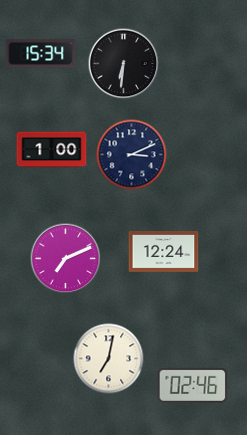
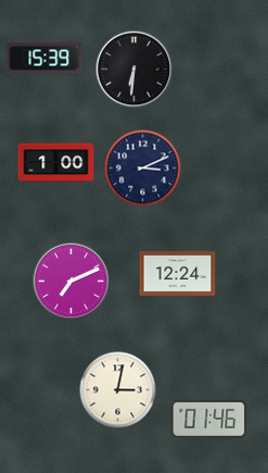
clock at (41, 54): 15:34 -> 15:39
clock at (109, 359): 7:02 -> 3:02
clock at (193, 385): 02:46 -> 01:46
